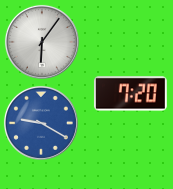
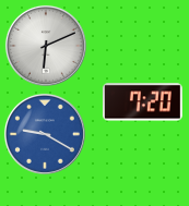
clock at (42, 42): 6:06 -> 6:11
